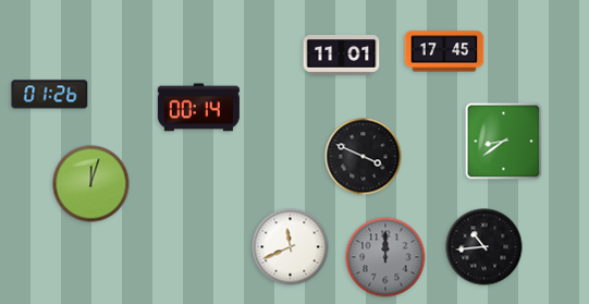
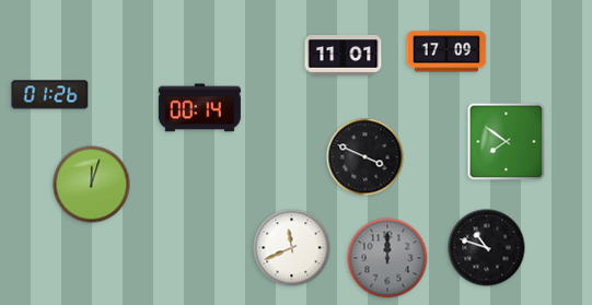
clock at (444, 51): 17:45 -> 17:09
clock at (504, 142): 8:39 -> 7:51
clock at (484, 247): 10:44 -> 10:48
